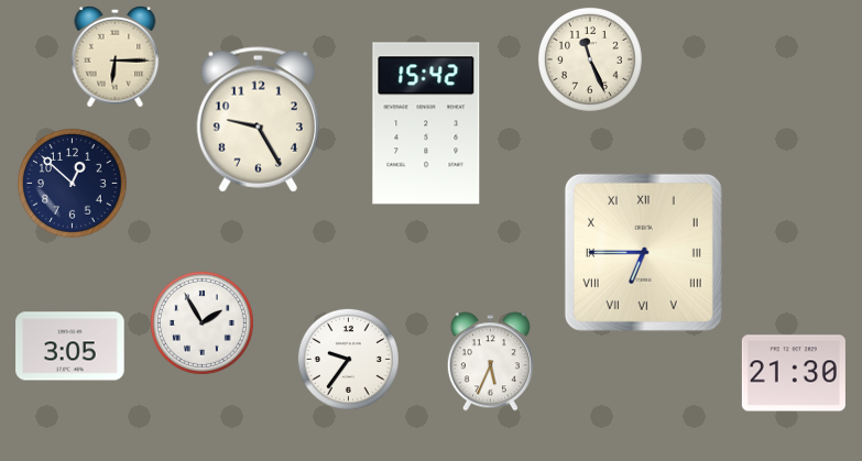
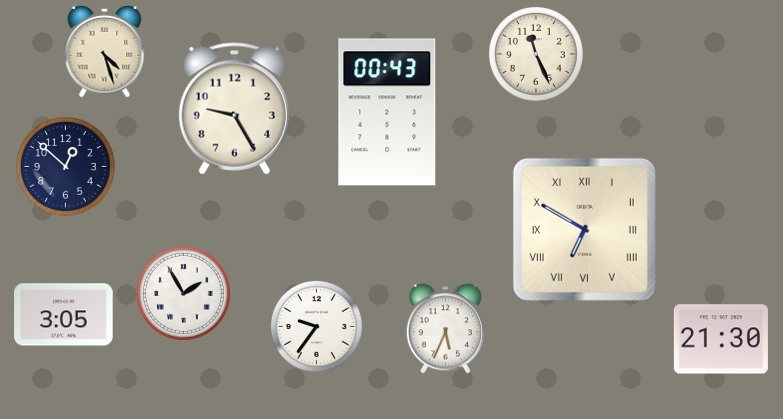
clock at (116, 56): 6:15 -> 4:27
clock at (426, 123): 15:42 -> 00:43
clock at (643, 252): 6:45 -> 6:50
